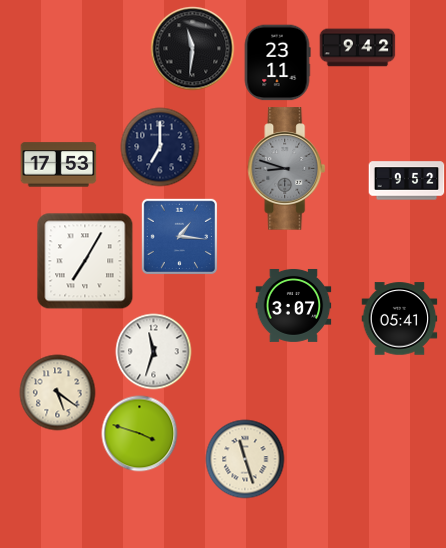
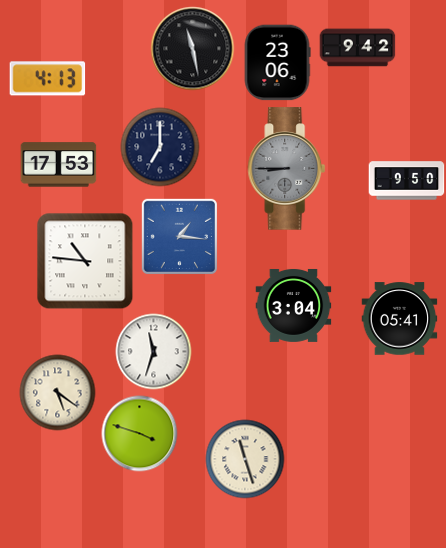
clock at (193, 49): 11:31 -> 11:28
clock at (277, 63): 23:11 -> 23:06
clock at (48, 79): none -> 4:13
clock at (287, 169): 8:48 -> 8:45
clock at (407, 181): 9:52 -> 9:50
clock at (85, 261): 7:05 -> 10:46
clock at (294, 305): 3:07 -> 3:04
